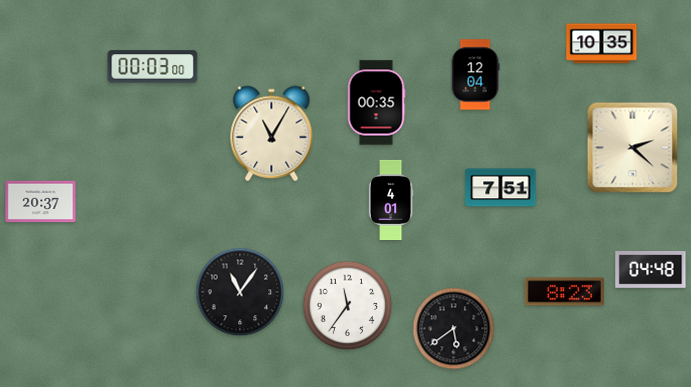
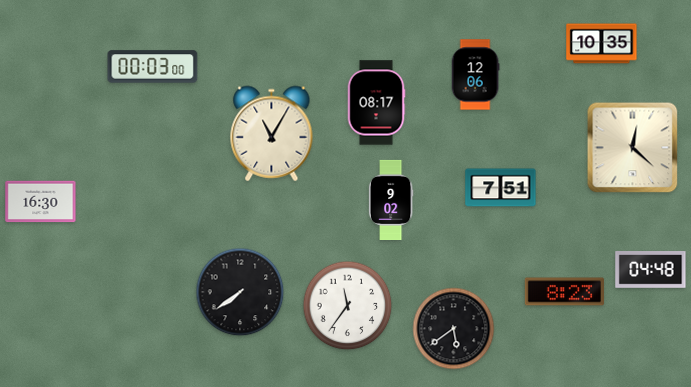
clock at (475, 75): 12:04 -> 12:06
clock at (376, 103): 00:35 -> 08:17
clock at (633, 148): 2:22 -> 12:22
clock at (391, 200): 4:01 -> 9:02
clock at (41, 202): 20:37 -> 16:30
clock at (240, 292): 11:06 -> 7:39
